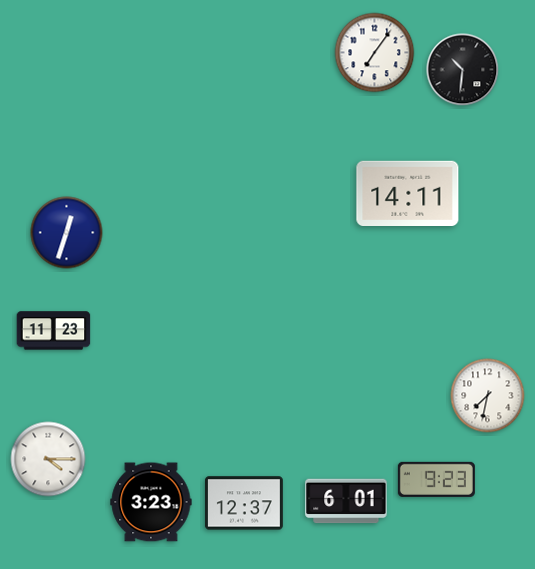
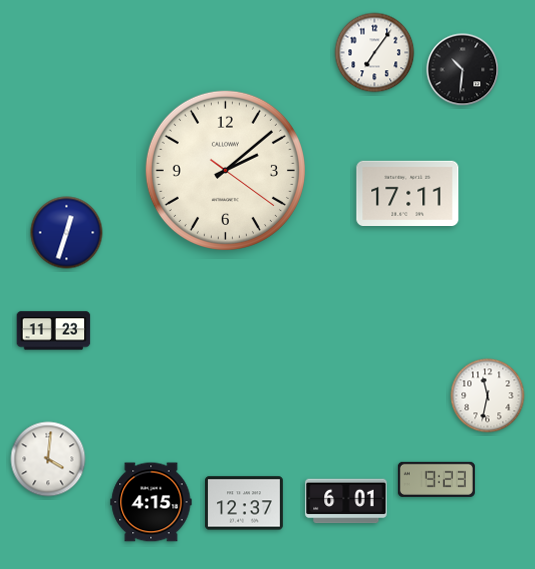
clock at (225, 170): none -> 2:08
clock at (408, 193): 14:11 -> 17:11
clock at (488, 396): 7:32 -> 11:32
clock at (48, 459): 4:15 -> 4:01
clock at (151, 502): 3:23 -> 4:15
